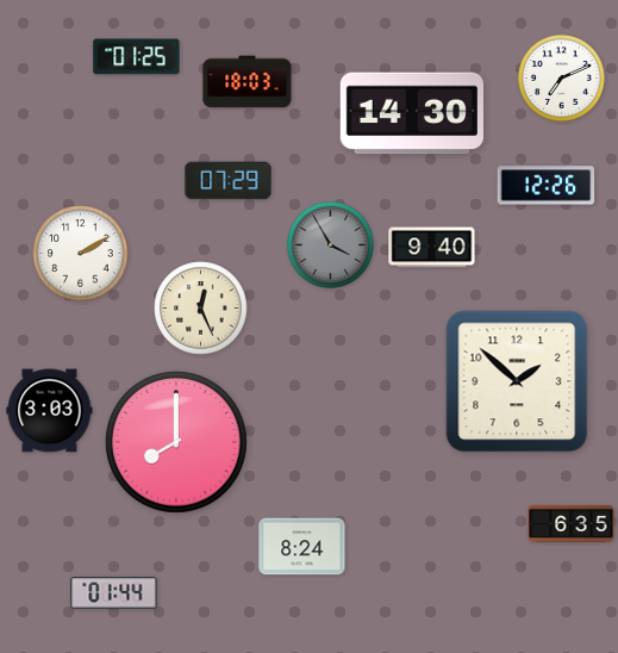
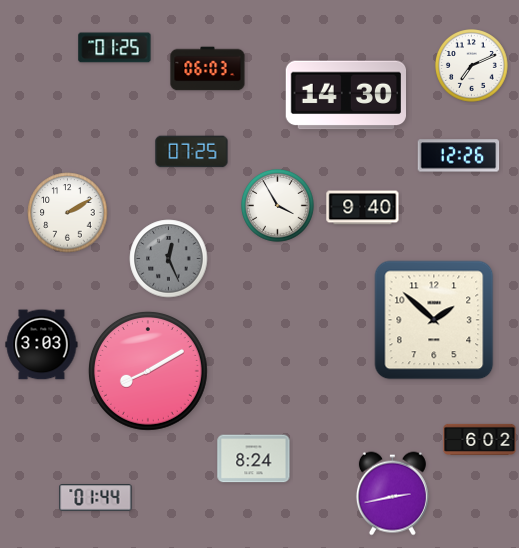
clock at (248, 82): 18:03 -> 06:03
clock at (229, 181): 07:29 -> 07:25
clock at (331, 245) dial: grey -> white
clock at (201, 309) dial: cream -> grey
clock at (176, 442): 8:00 -> 8:10
clock at (572, 523): 6:35 -> 6:02
clock at (392, 494): none -> 2:43
